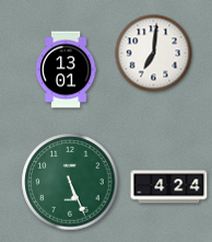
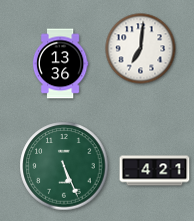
clock at (66, 70): 13:01 -> 13:36
clock at (169, 187): 4:24 -> 4:21
